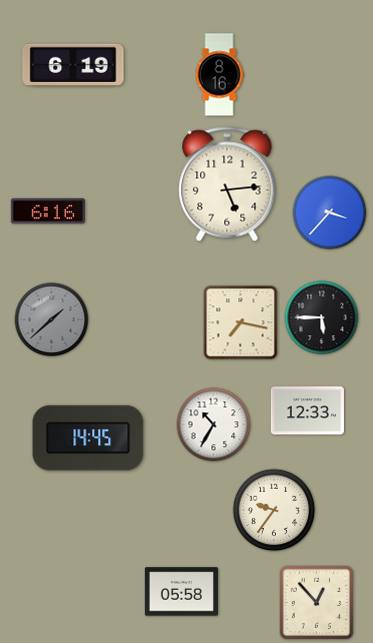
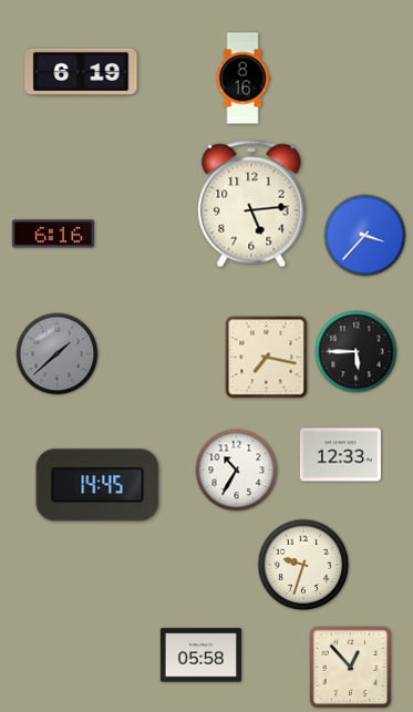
clock at (219, 75) position: (219, 75) -> (242, 79)
clock at (274, 510): 9:36 -> 9:33
